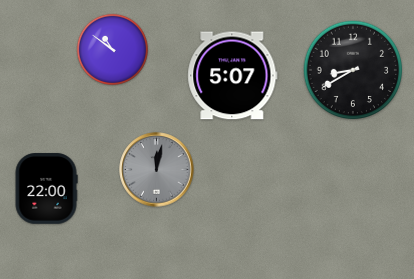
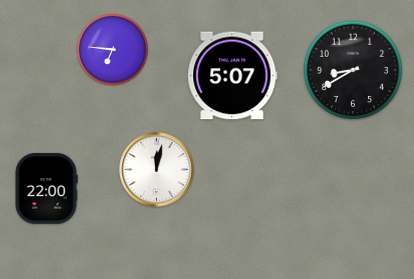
clock at (112, 49): 10:51 -> 6:46
clock at (157, 170) dial: grey -> white
